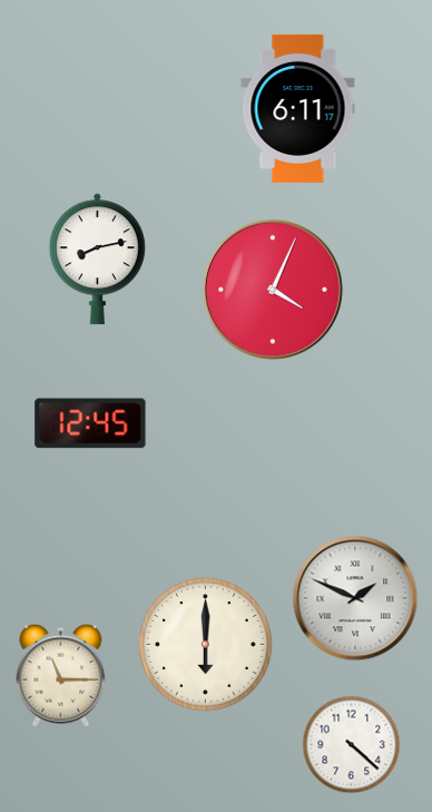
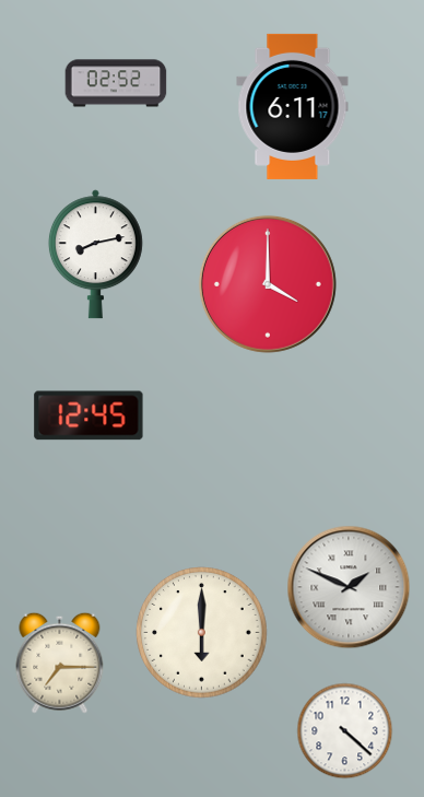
clock at (116, 83): none -> 02:52
clock at (273, 290): 4:04 -> 4:00
clock at (61, 675): 11:15 -> 7:15
